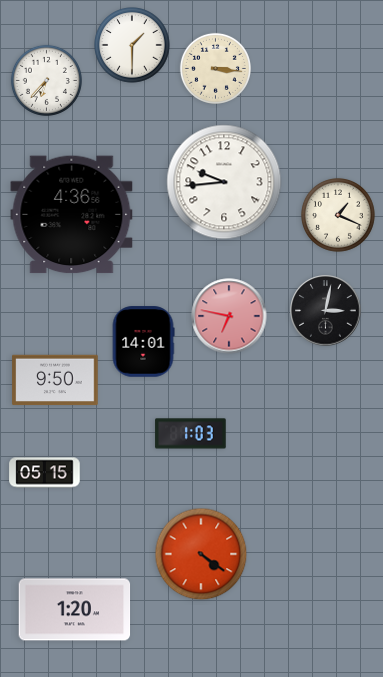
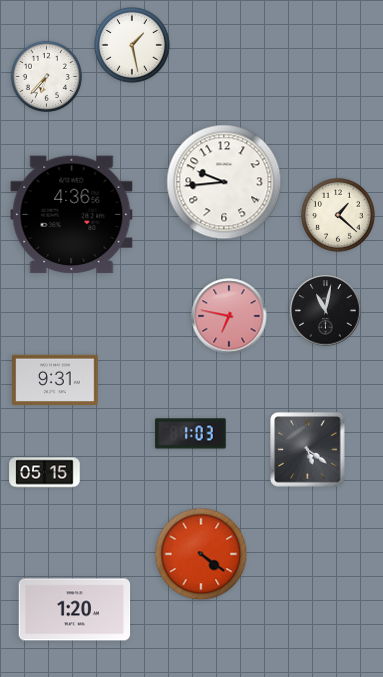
clock at (132, 45): 1:30 -> 1:28
clock at (215, 68): 3:16 -> none
clock at (46, 80) position: (46, 80) -> (46, 76)
clock at (338, 215): 1:19 -> 1:22
clock at (326, 311): 3:02 -> 11:02
clock at (143, 342): 14:01 -> none
clock at (55, 380): 9:50 -> 9:31
clock at (308, 450): none -> 5:21
